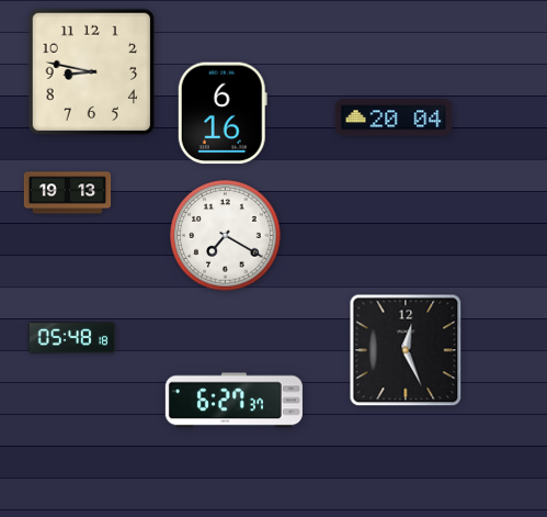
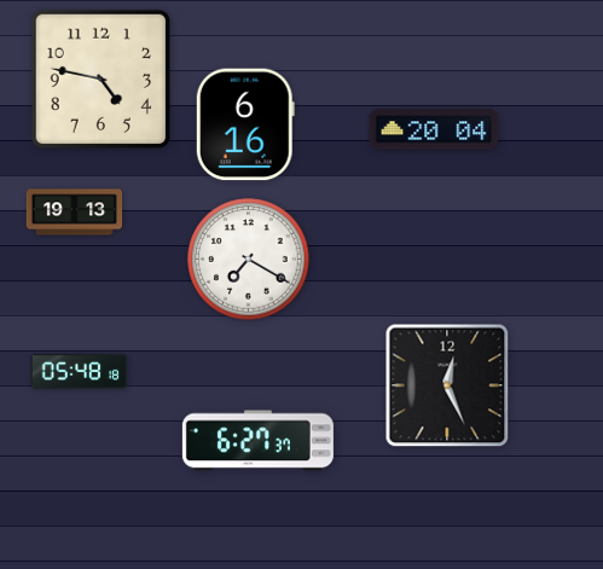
clock at (91, 71): 8:47 -> 4:47
